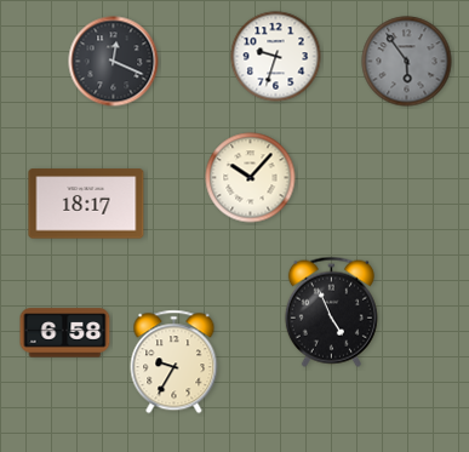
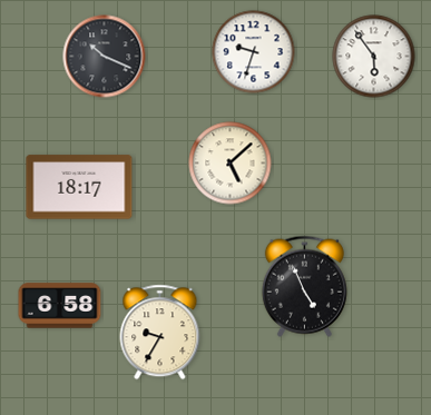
clock at (114, 62): 12:19 -> 10:19
clock at (407, 62) dial: grey -> white
clock at (251, 178): 10:07 -> 5:08
